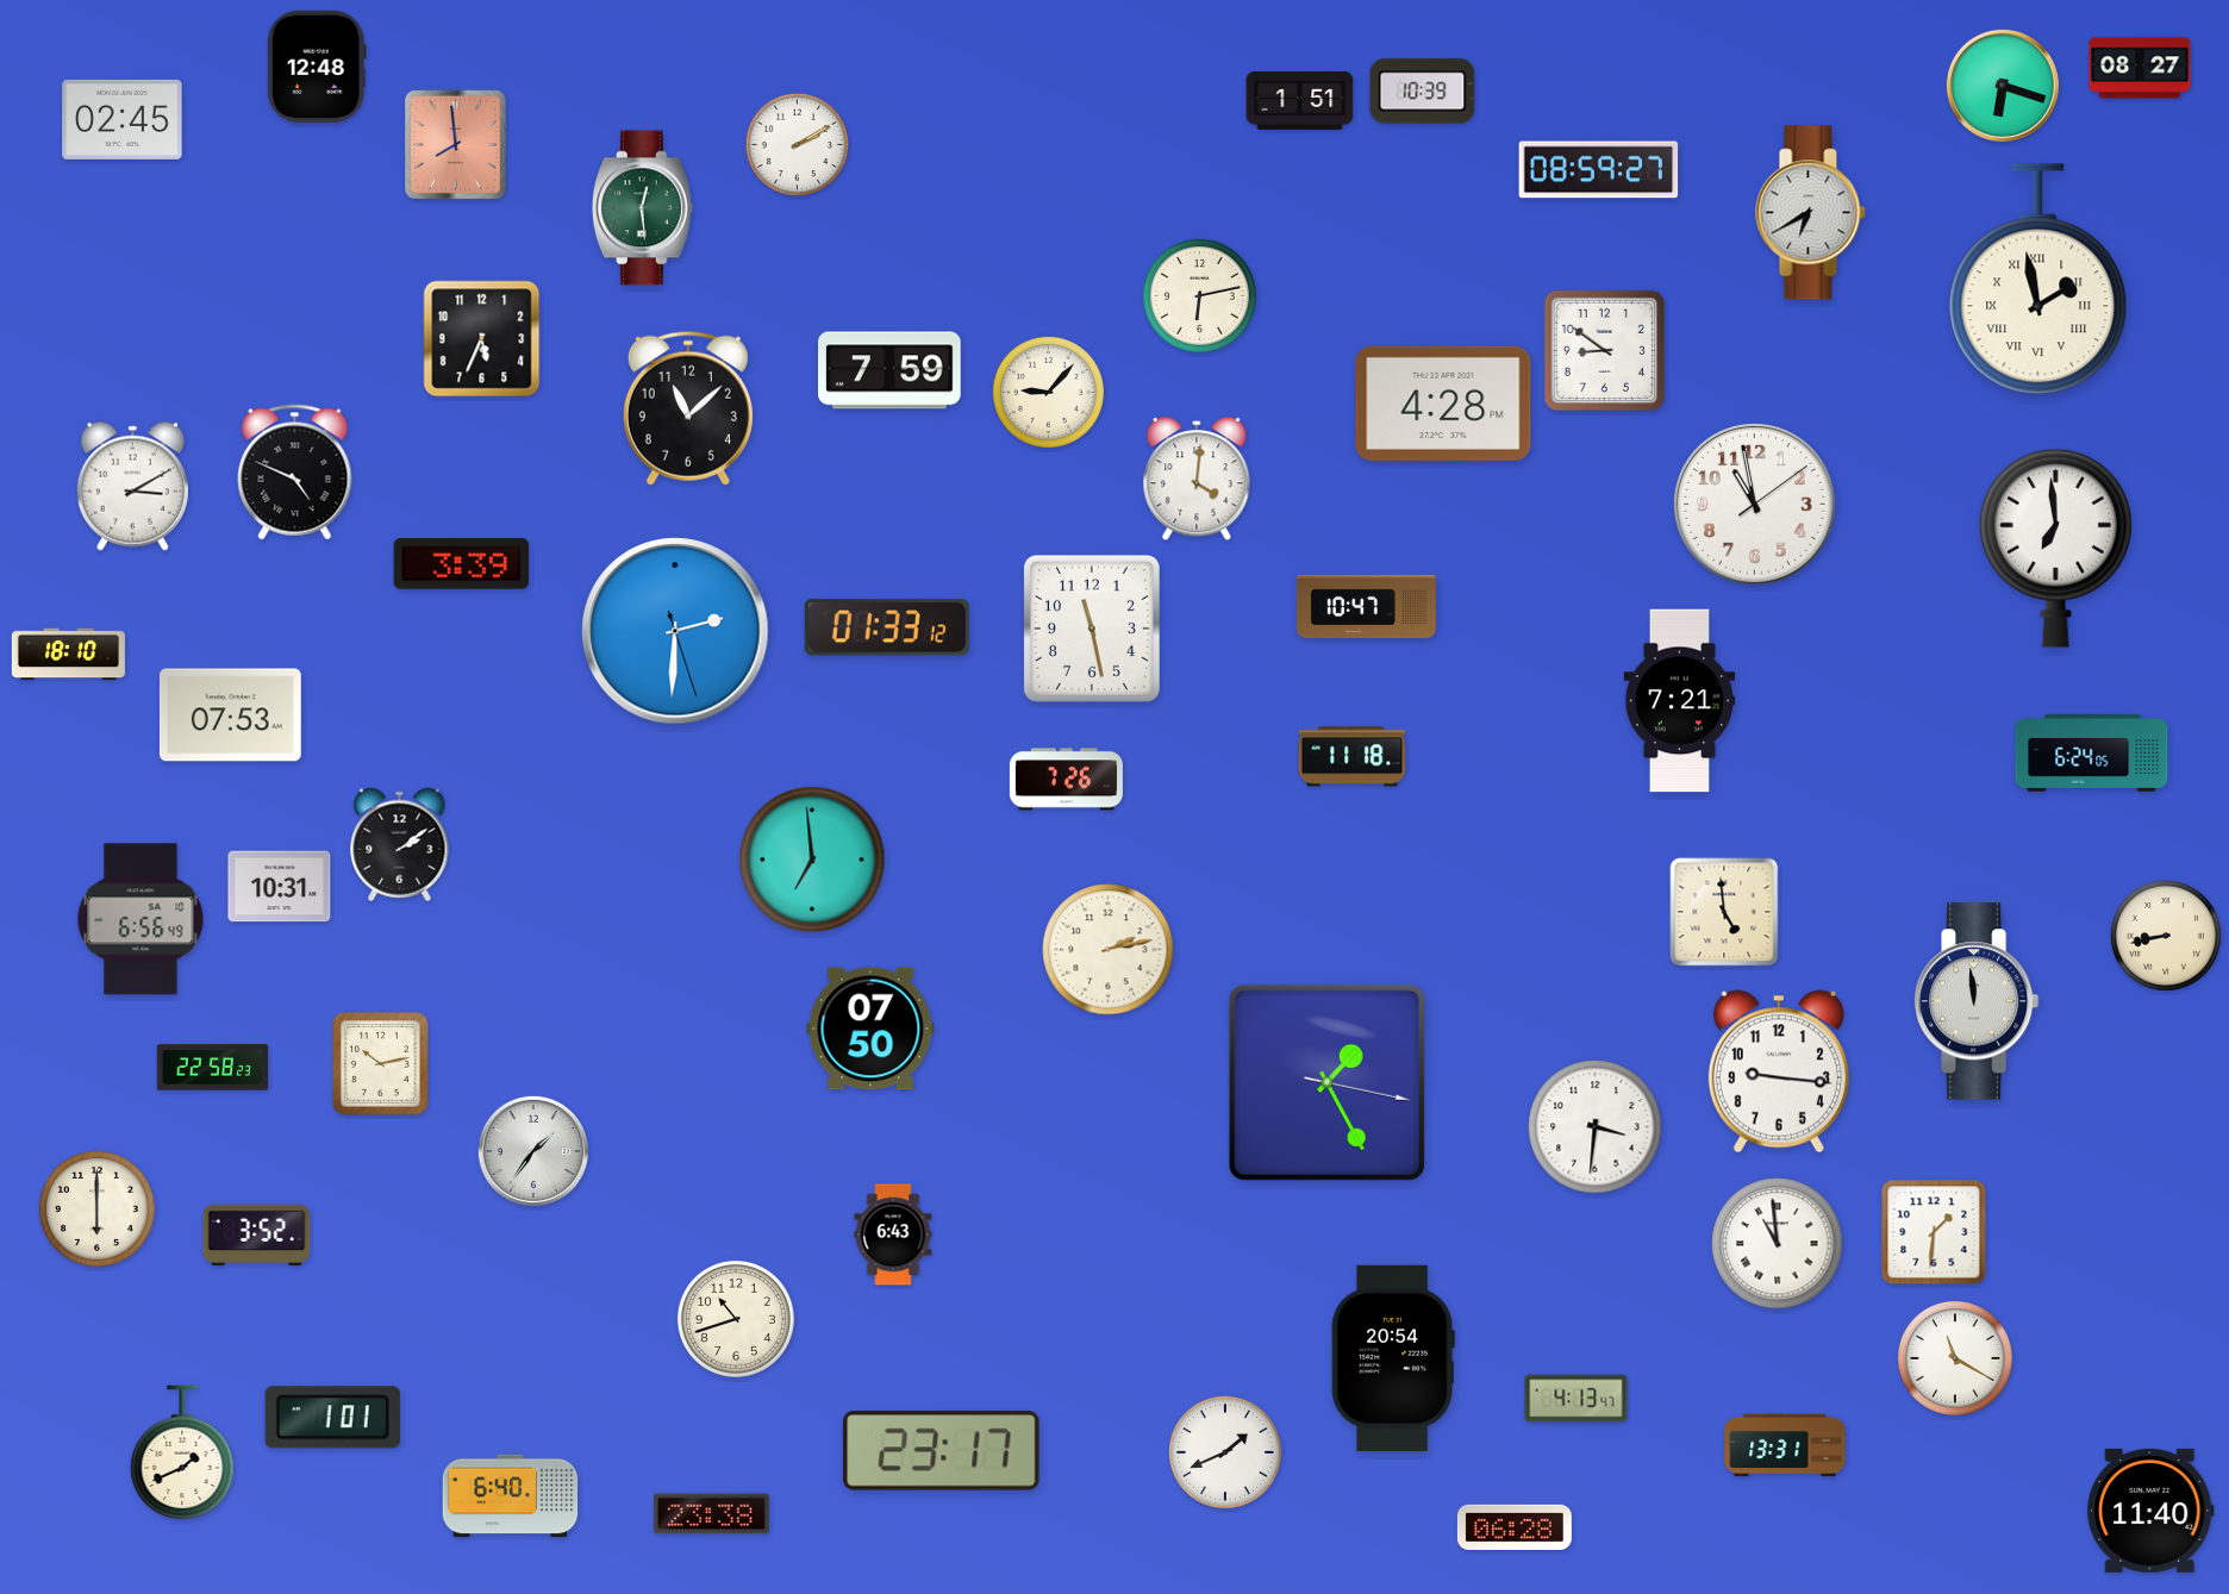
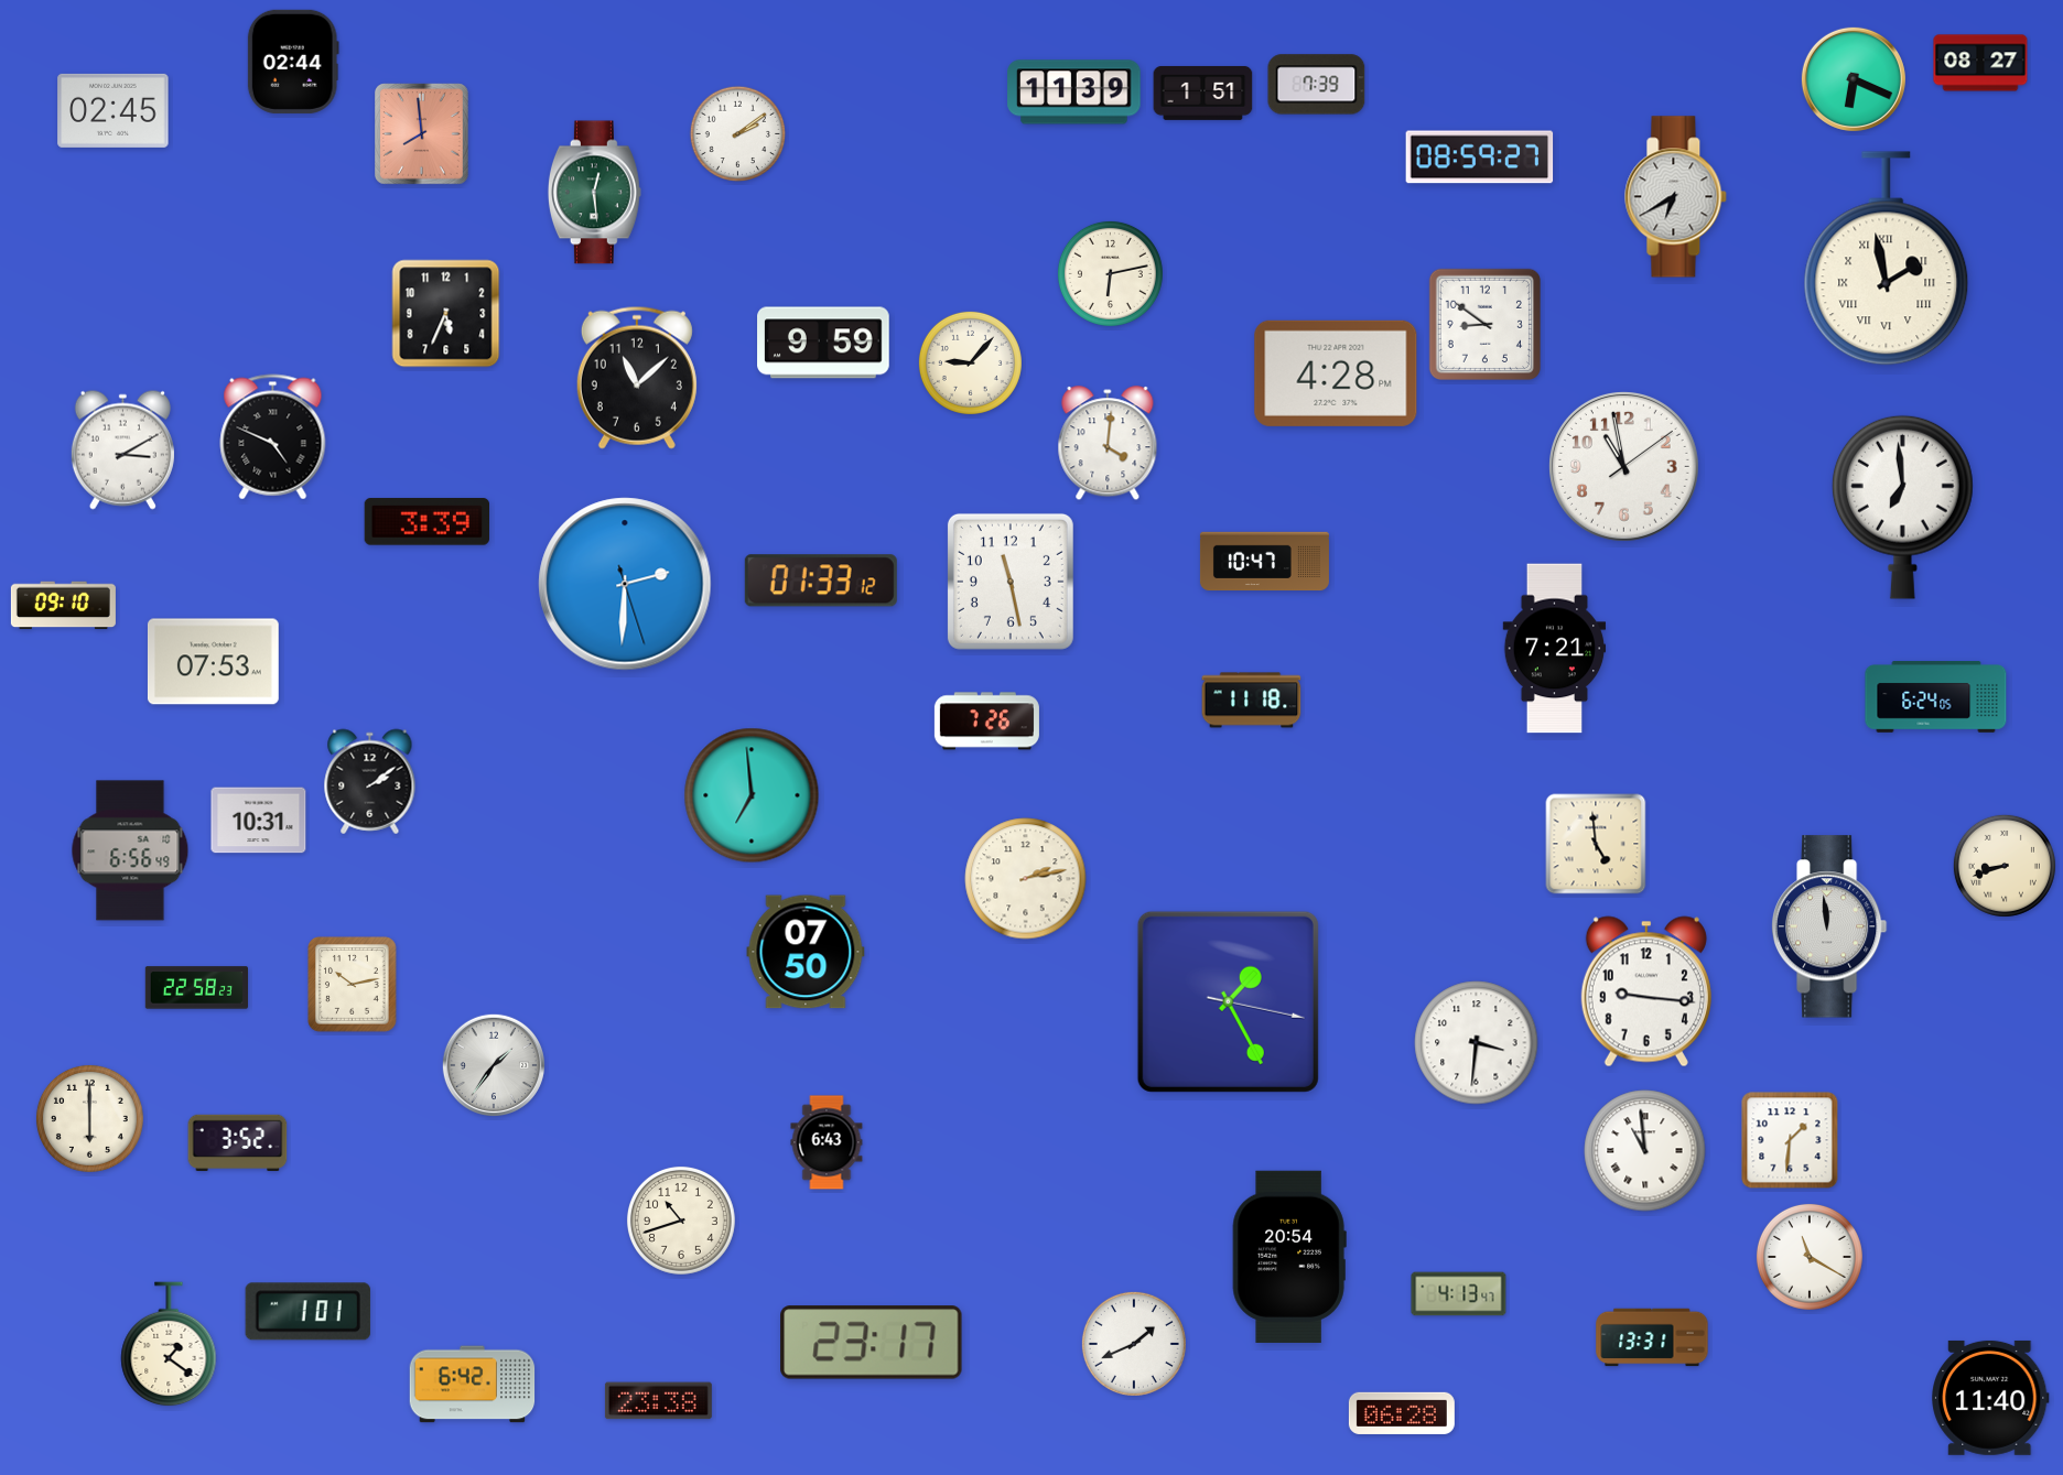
clock at (317, 67): 12:48 -> 02:44
clock at (2003, 86): 6:18 -> 6:19
clock at (1423, 92): 10:39 -> 7:39
clock at (1074, 93): none -> 11:39
clock at (798, 145): 2:10 -> 2:09
clock at (889, 370): 7:59 -> 9:59
clock at (68, 655): 18:10 -> 09:10
clock at (2166, 936): 8:43 -> 8:42
clock at (182, 1454): 1:41 -> 1:21
clock at (511, 1496): 6:40 -> 6:42
